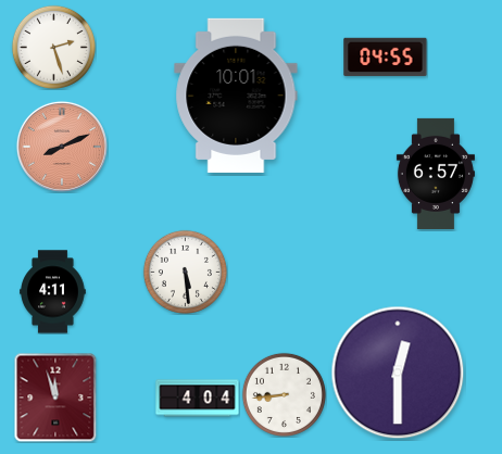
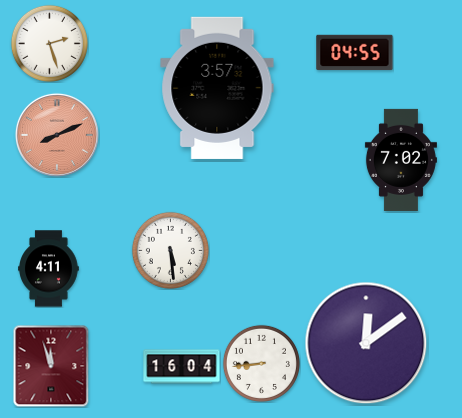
clock at (236, 96): 10:01 -> 3:57
clock at (436, 174): 6:57 -> 7:02
clock at (398, 373): 12:30 -> 12:09
clock at (198, 399): 4:04 -> 16:04
